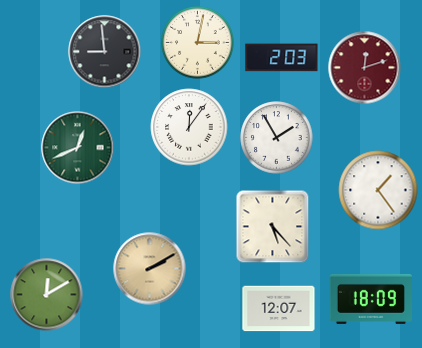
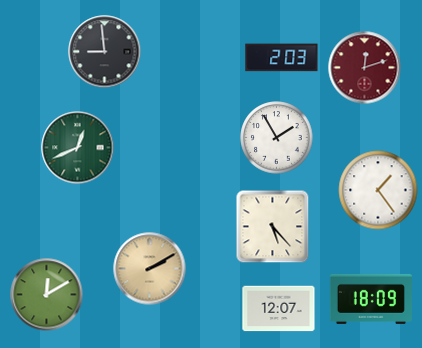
clock at (198, 43): 3:02 -> none
clock at (189, 127): 12:06 -> none
